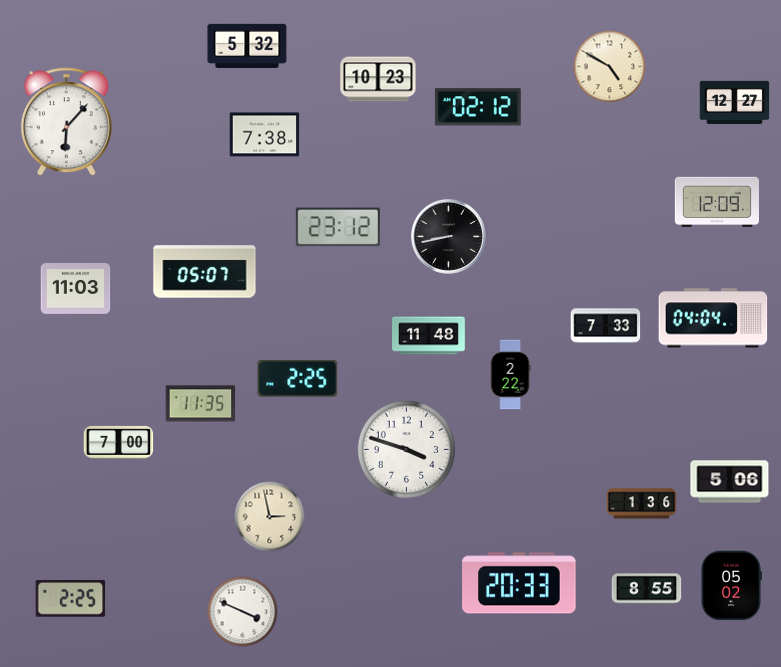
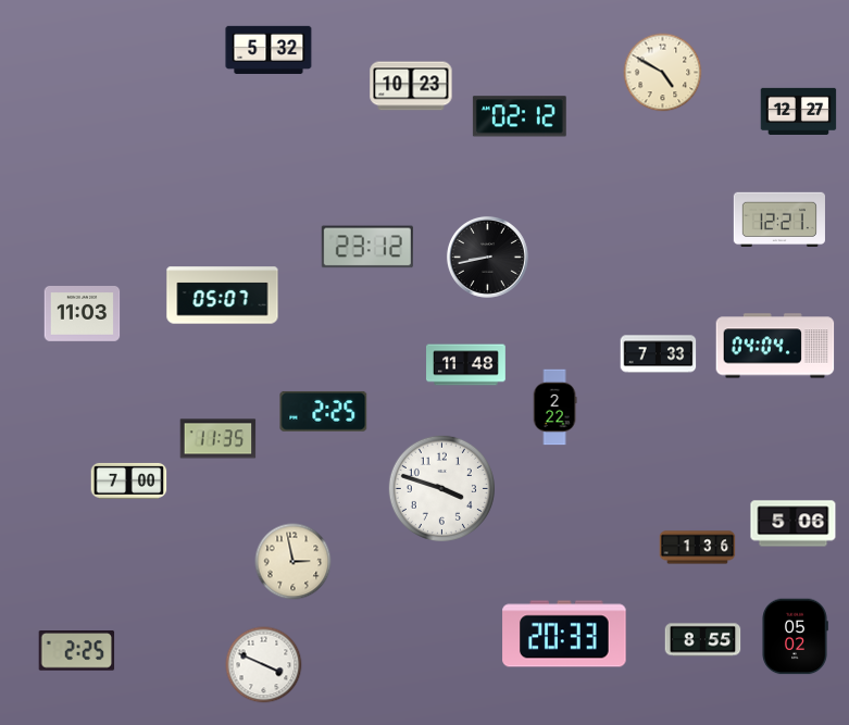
clock at (66, 122): 6:07 -> none
clock at (265, 135): 7:38 -> none
clock at (717, 201): 12:09 -> 12:21
